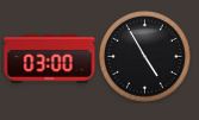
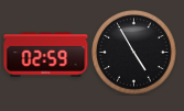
clock at (50, 59): 03:00 -> 02:59
